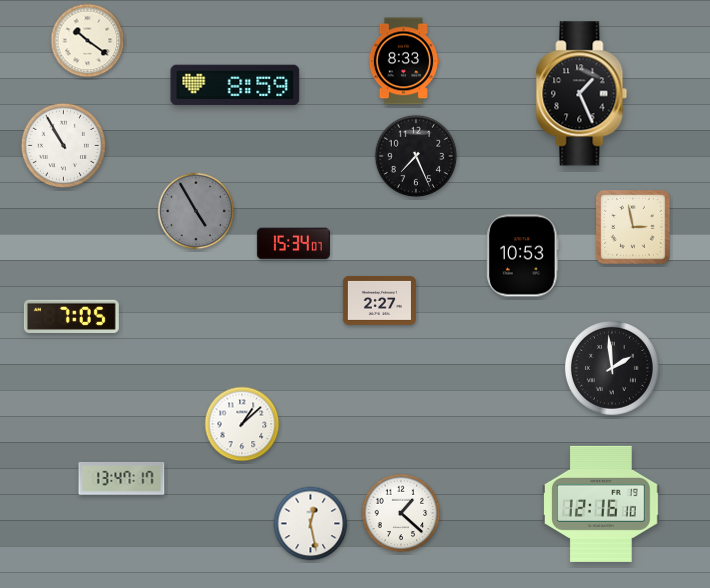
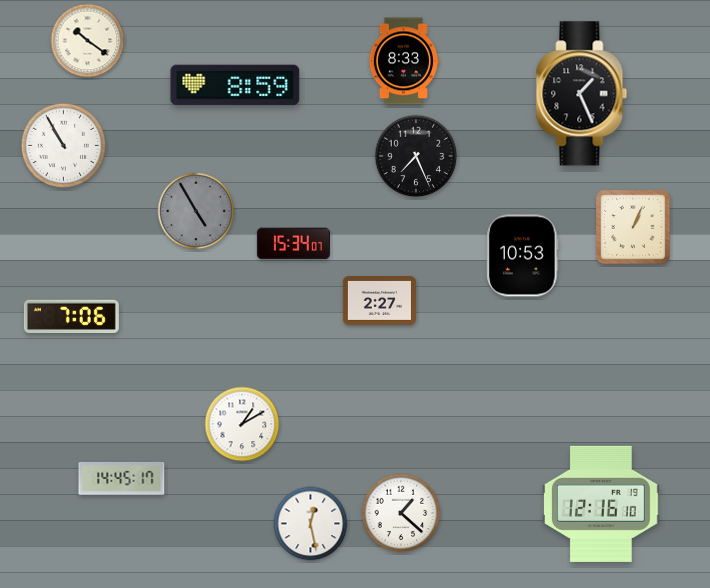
clock at (633, 227): 2:58 -> 1:04
clock at (71, 316): 7:05 -> 7:06
clock at (612, 368): 1:59 -> none
clock at (242, 424): 1:08 -> 1:10
clock at (122, 479): 13:47 -> 14:45
